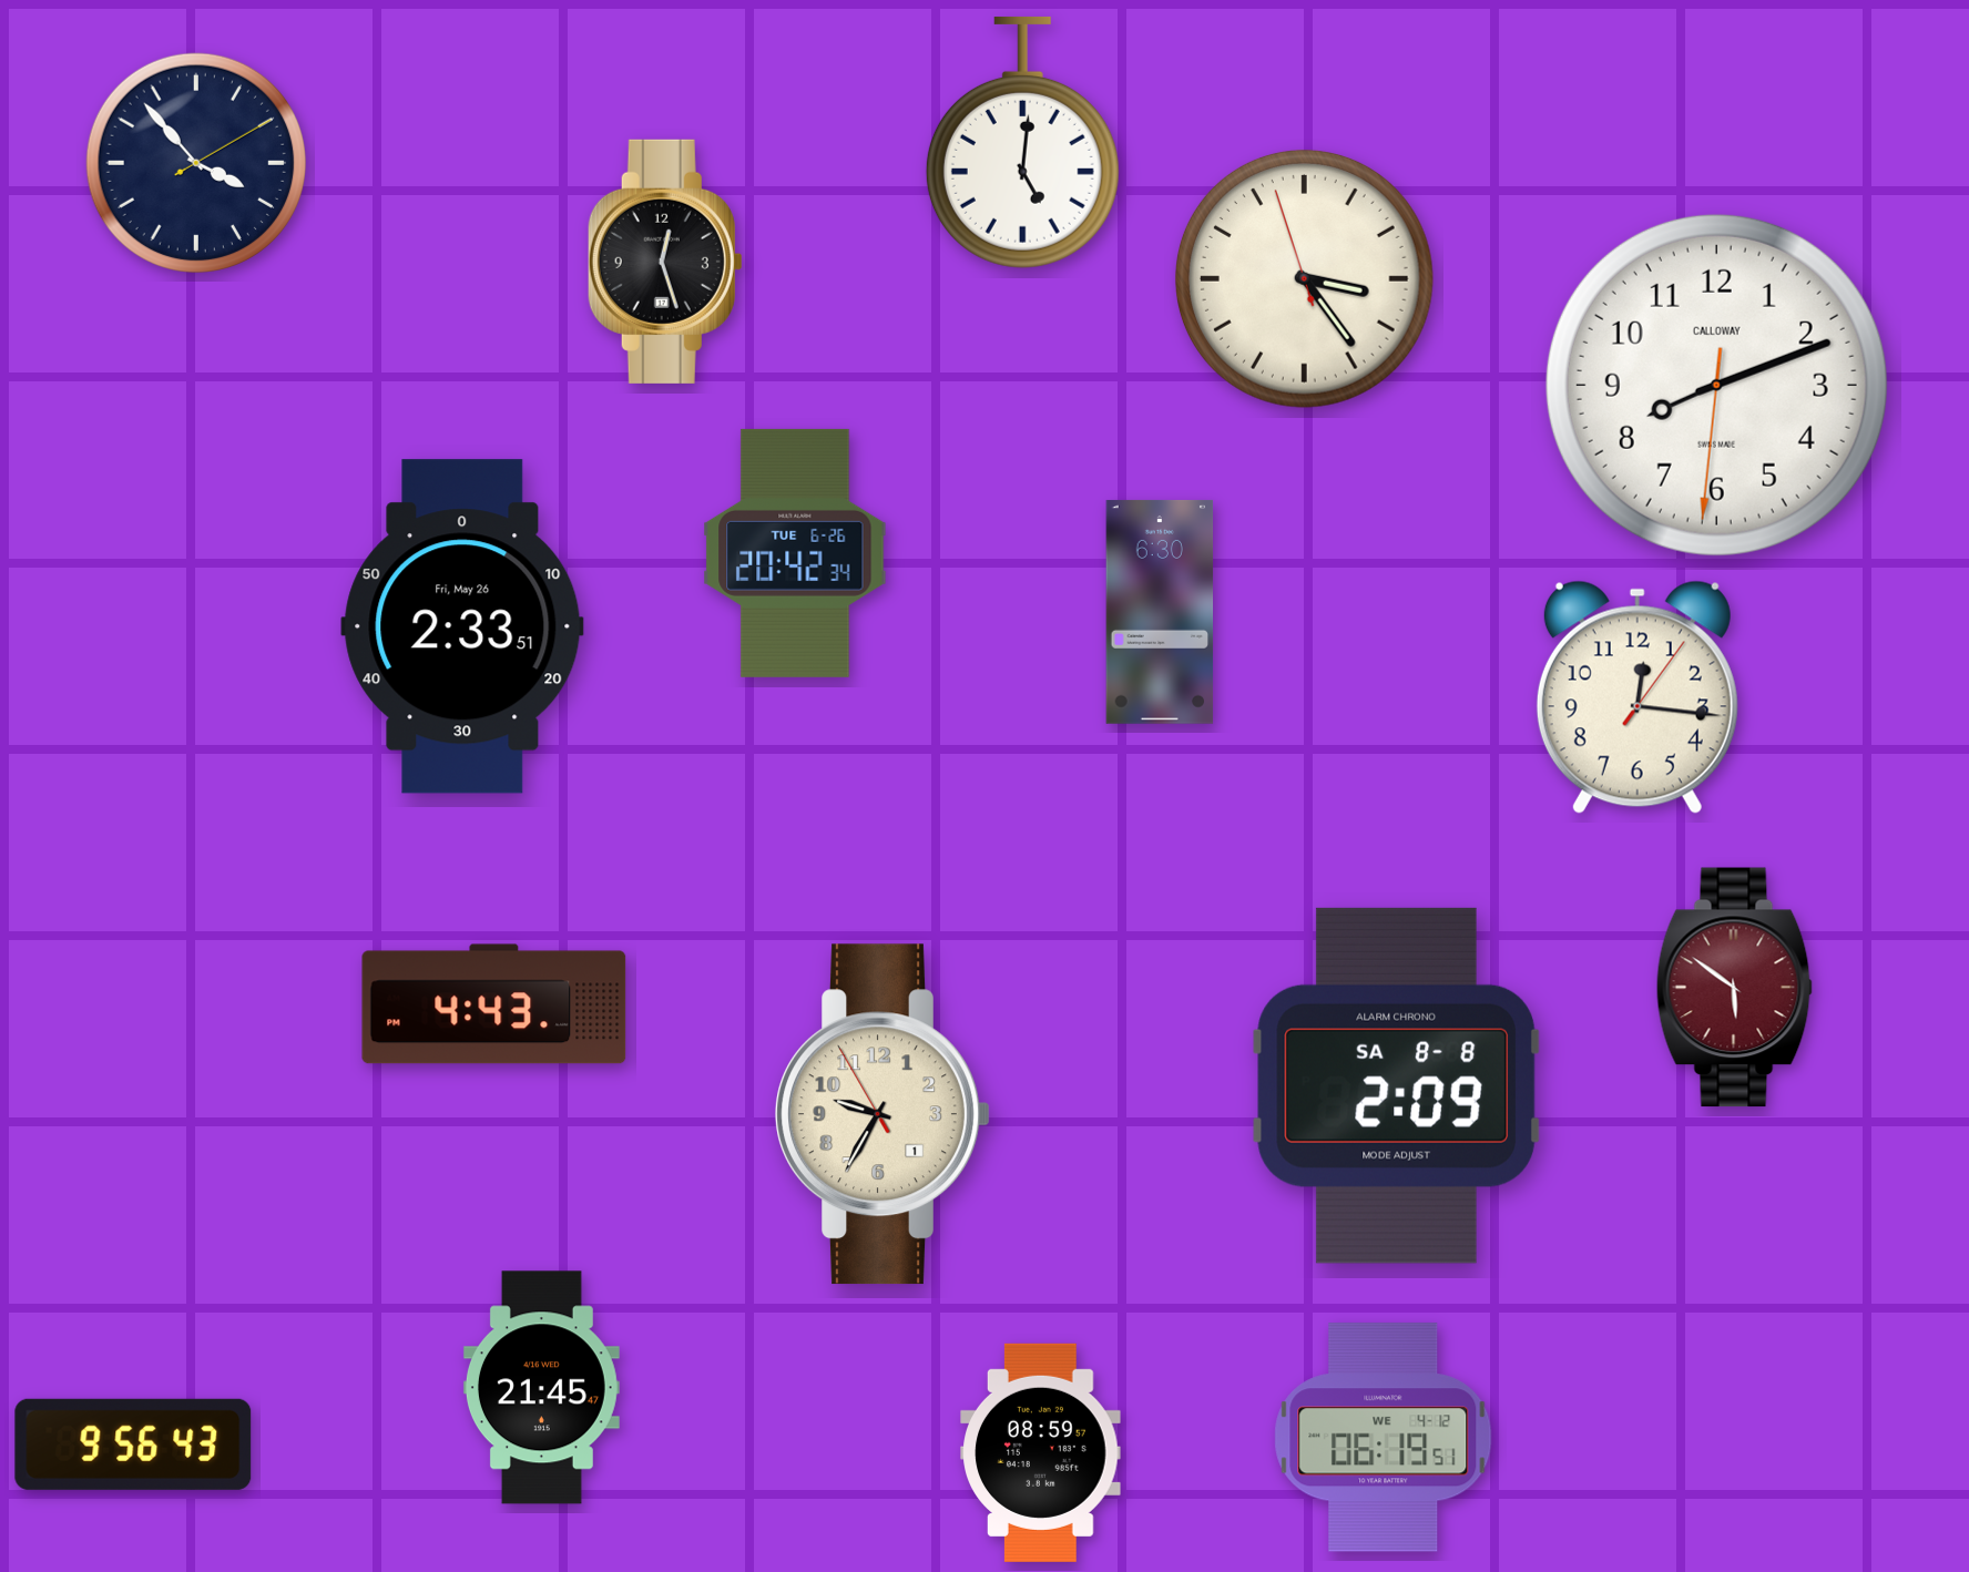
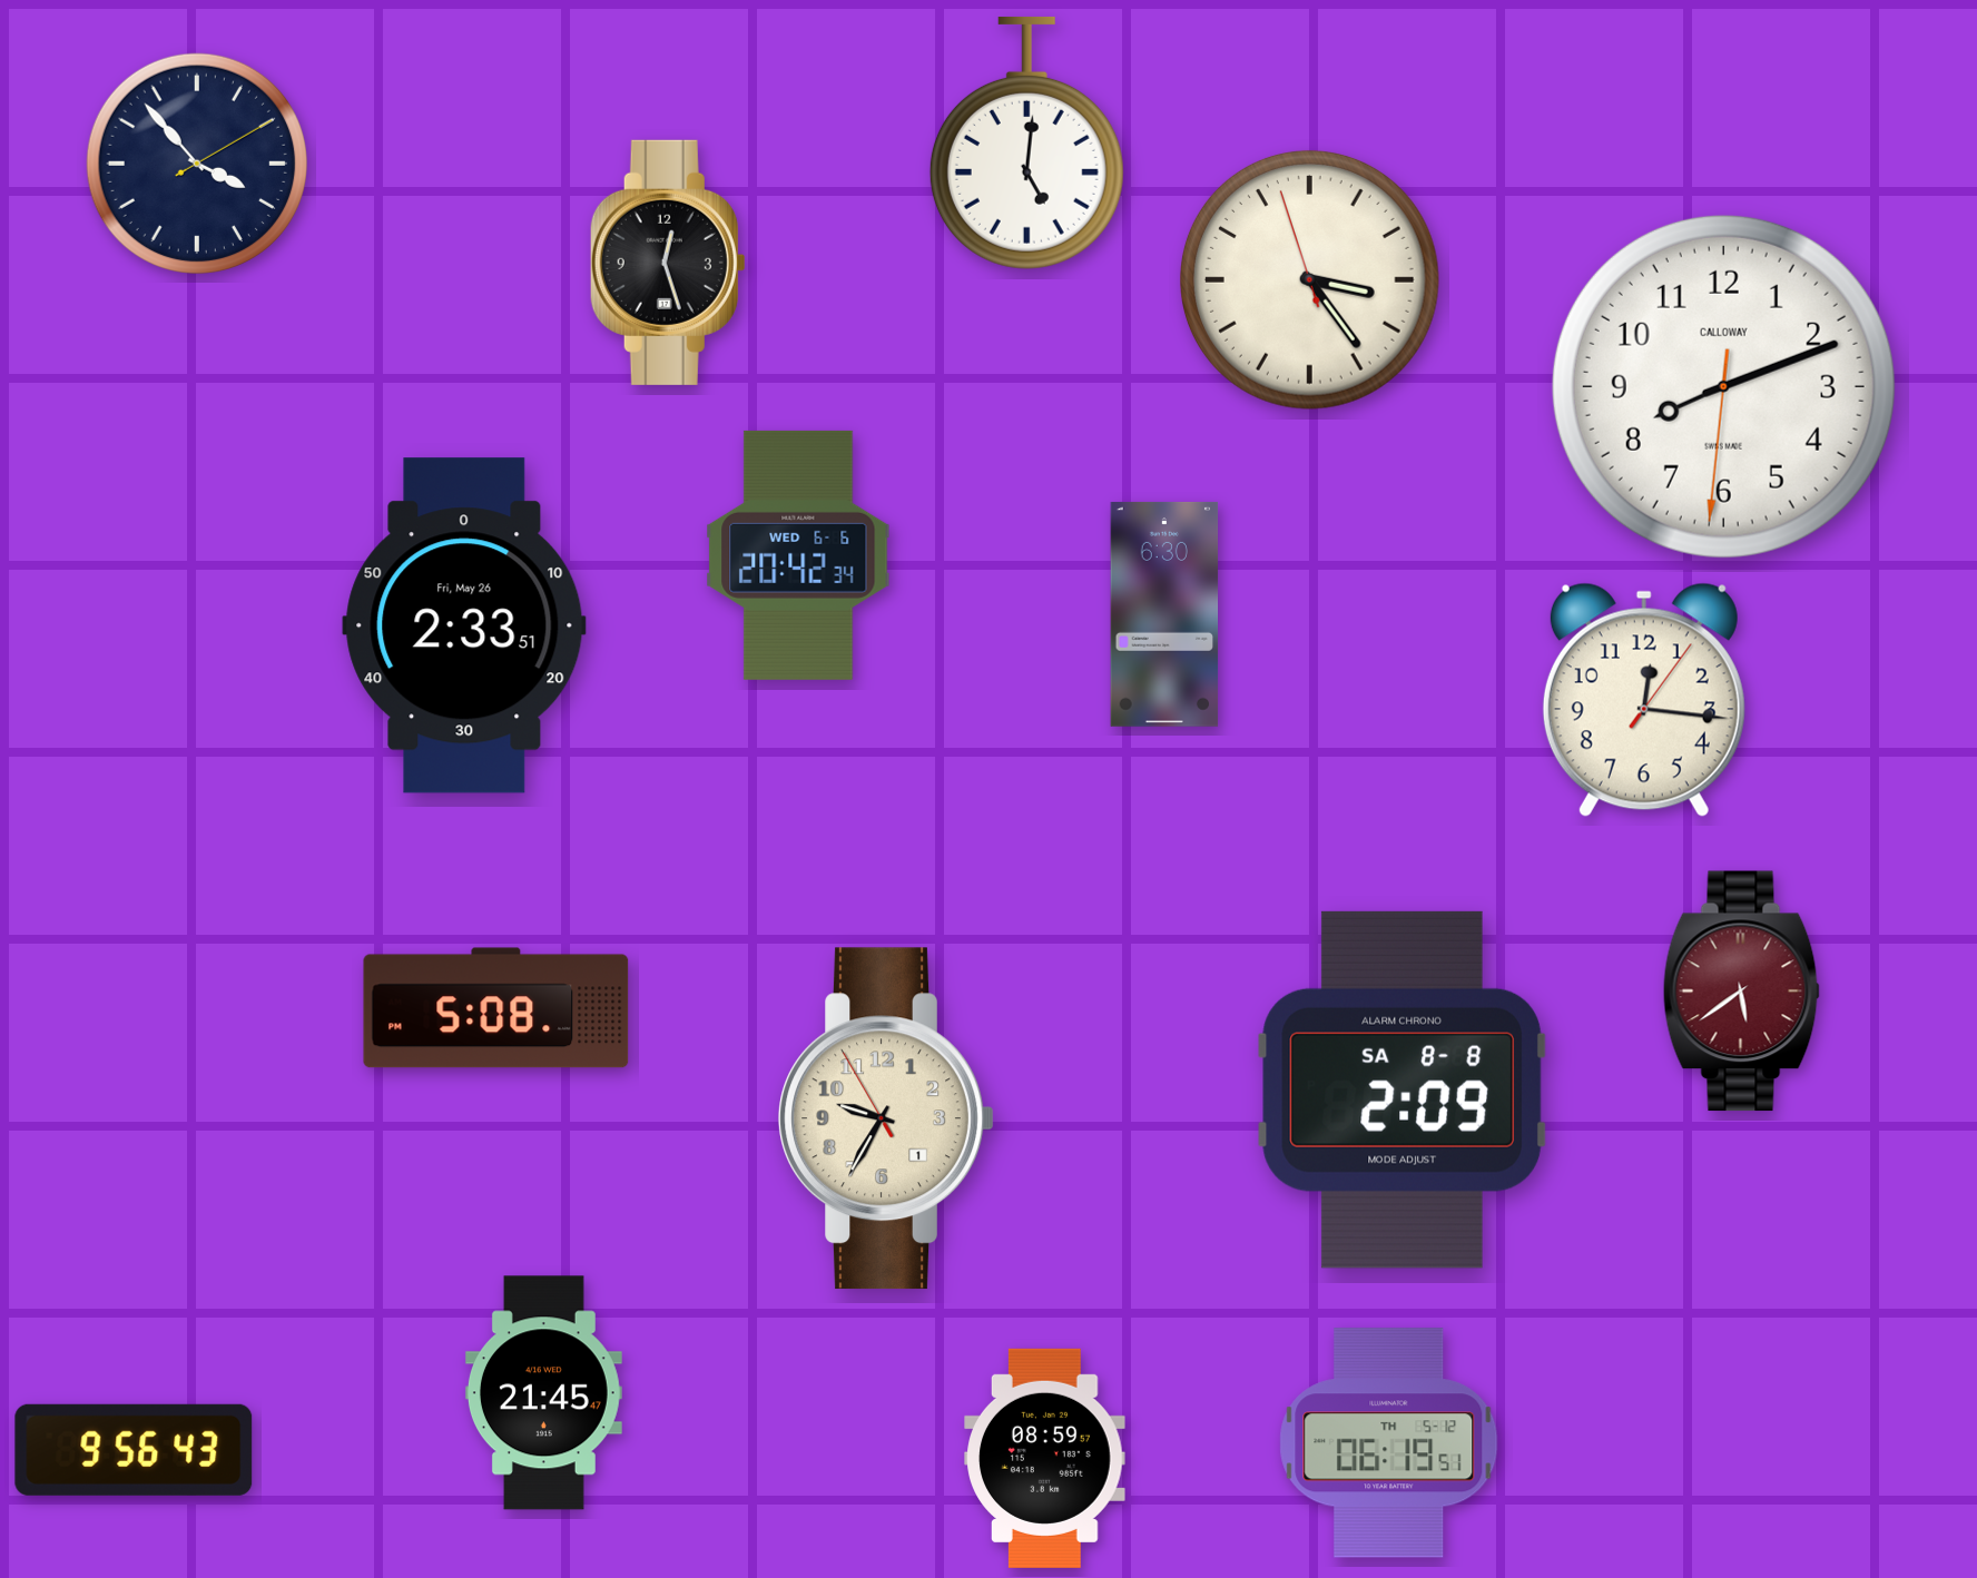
clock at (795, 553) date: TUE 6-26 -> WED 6-6
clock at (462, 626) position: (462, 626) -> (464, 625)
clock at (1734, 988): 5:51 -> 5:39
clock at (494, 1004): 4:43 -> 5:08
clock at (1384, 1438) date: WE 4-12 -> TH 5-12
